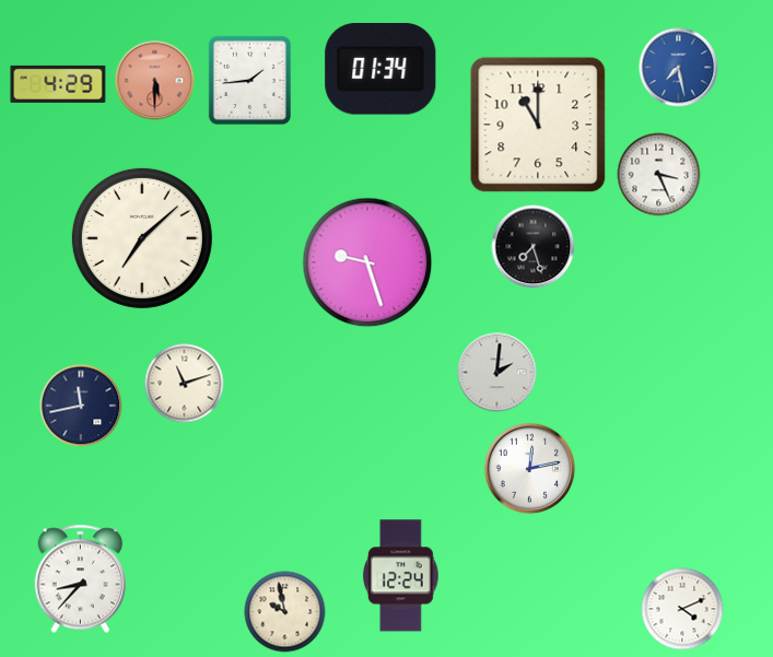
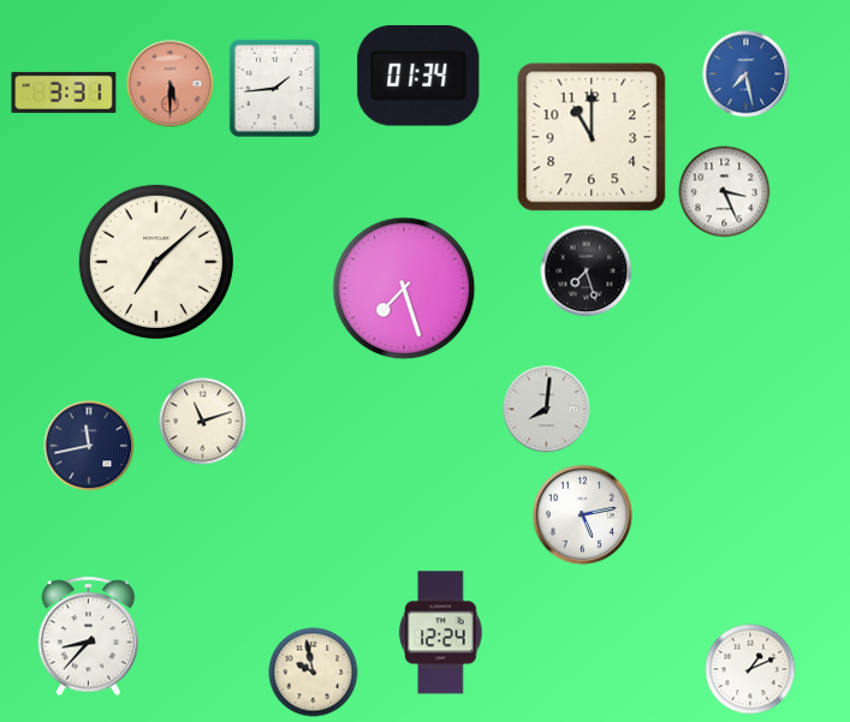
clock at (155, 81) position: (155, 81) -> (171, 84)
clock at (58, 84): 4:29 -> 3:31
clock at (367, 262): 9:27 -> 7:27
clock at (497, 373): 2:01 -> 8:01
clock at (530, 469): 12:13 -> 5:13
clock at (682, 609): 4:11 -> 1:11
